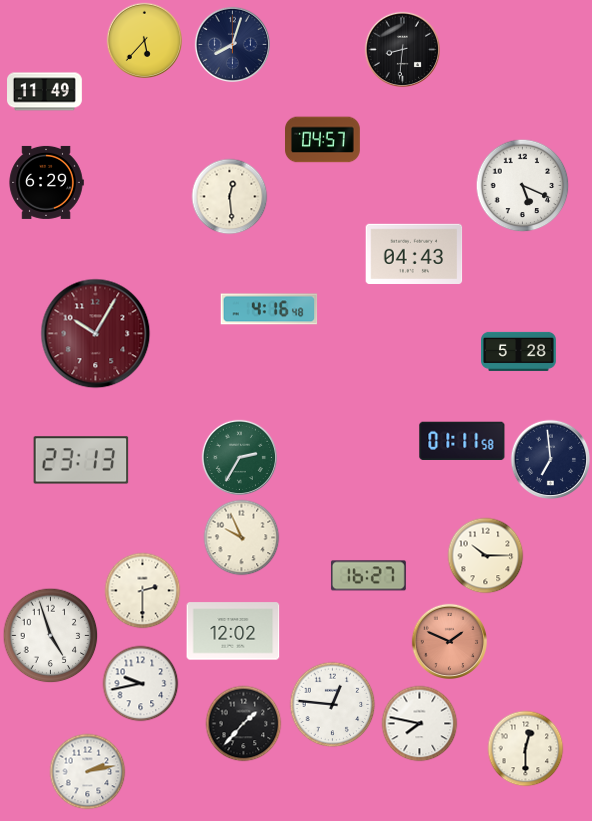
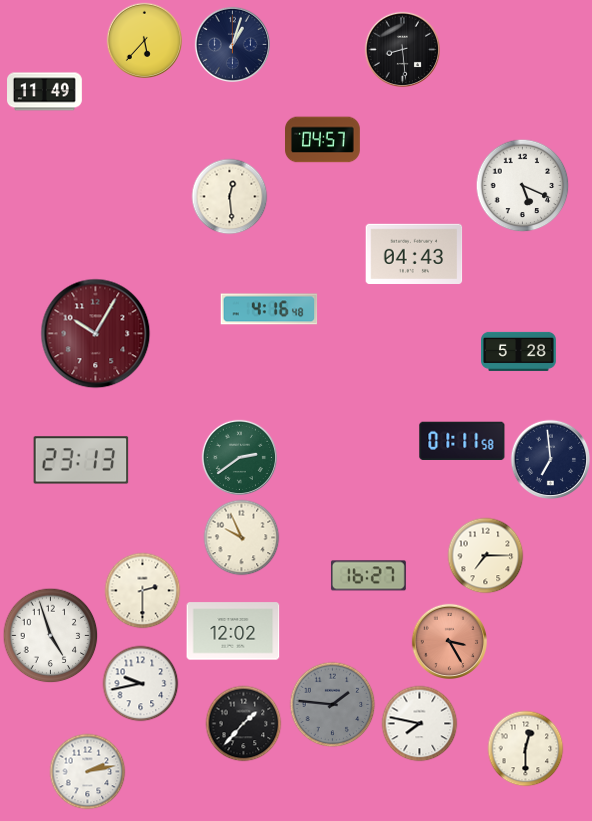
clock at (232, 44): 8:03 -> 1:03
clock at (402, 49): 8:31 -> 8:29
clock at (46, 182): 6:29 -> none
clock at (239, 457): 2:35 -> 2:39
clock at (486, 556): 10:15 -> 7:15
clock at (449, 641): 1:49 -> 3:25
clock at (333, 705): 12:46 -> 1:46
clock at (333, 705) dial: white -> grey
